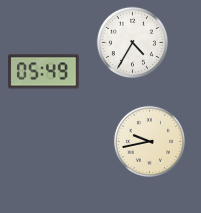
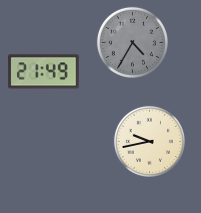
clock at (132, 42) dial: white -> grey
clock at (44, 72): 05:49 -> 21:49
